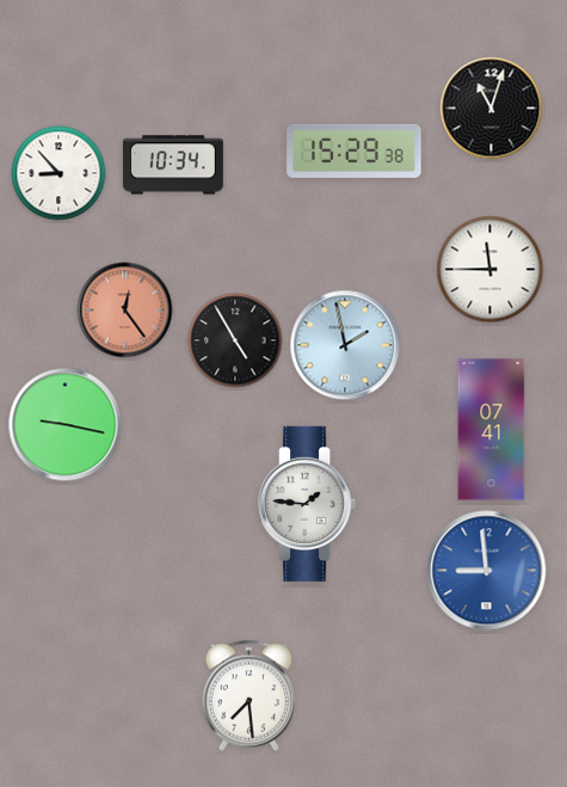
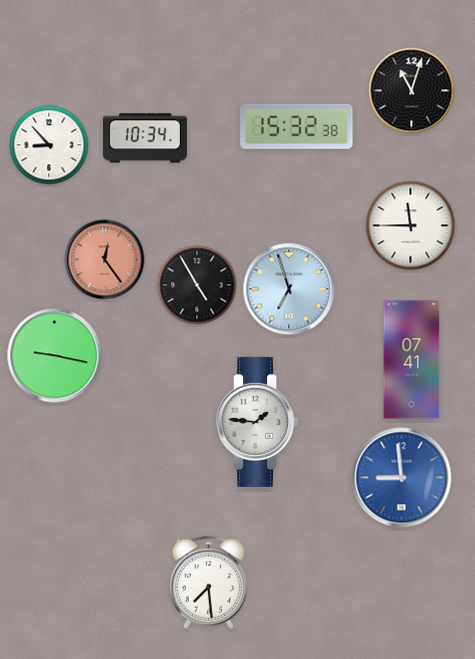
clock at (355, 150): 15:29 -> 15:32
clock at (345, 345): 1:58 -> 6:57
clock at (487, 571) position: (487, 571) -> (402, 478)
